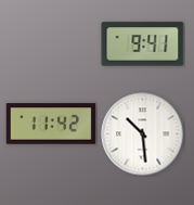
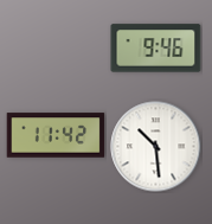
clock at (143, 44): 9:41 -> 9:46
